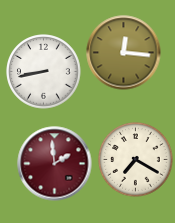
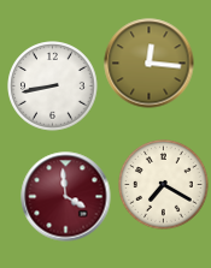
clock at (136, 160) position: (136, 160) -> (164, 185)
clock at (55, 164): 1:59 -> 3:59
